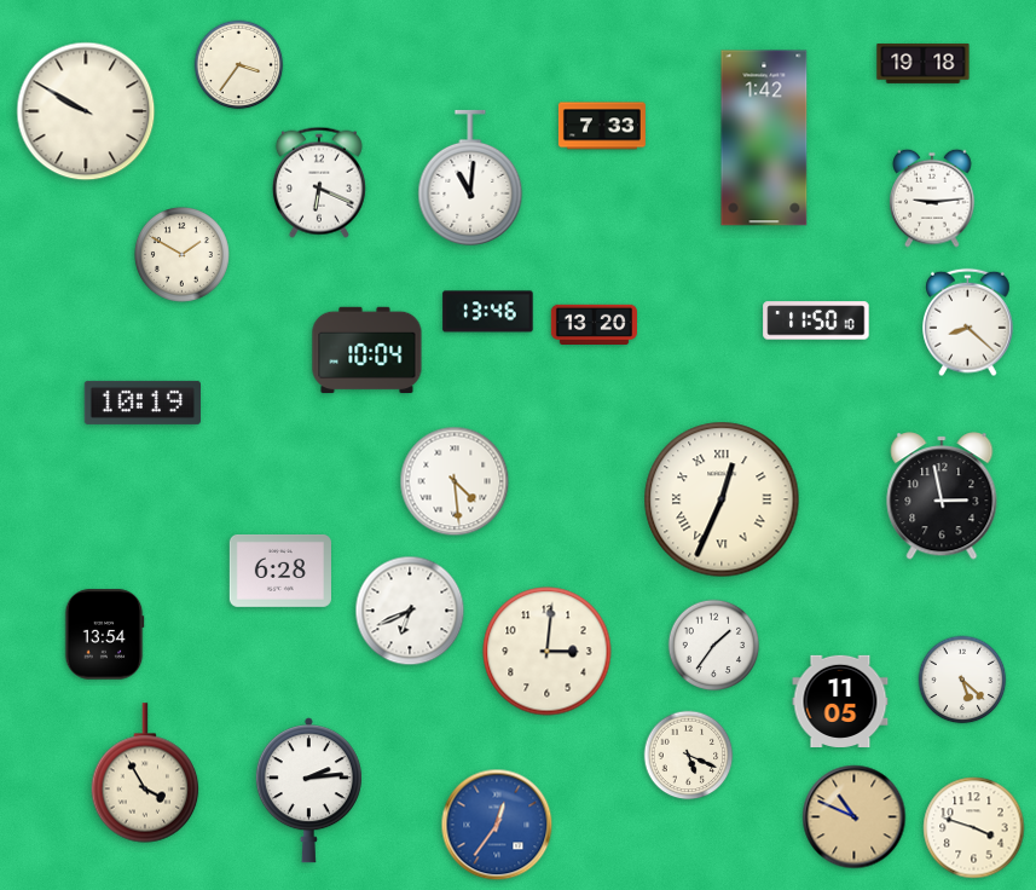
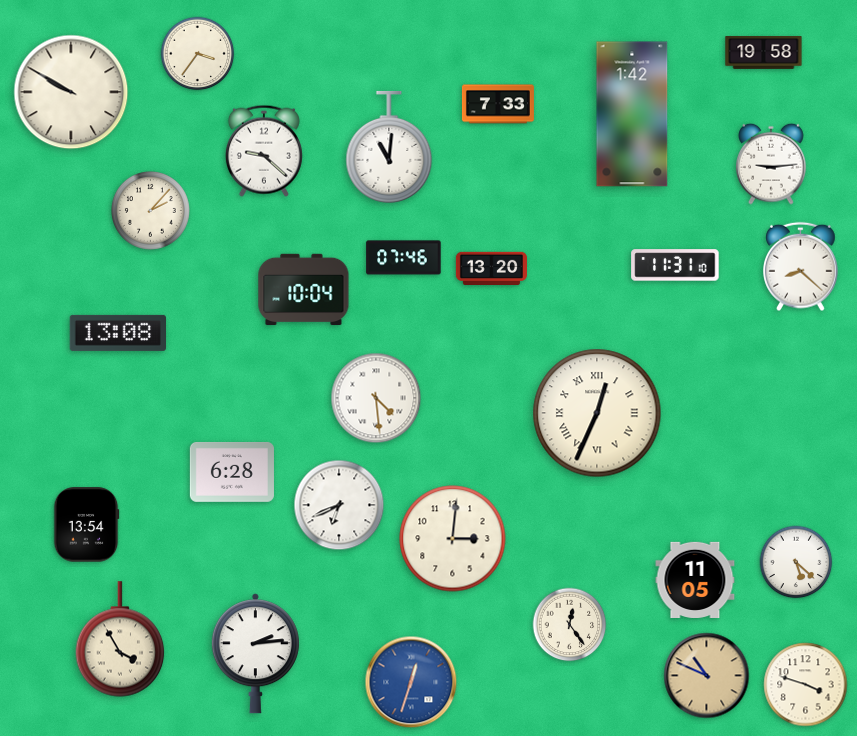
clock at (924, 64): 19:18 -> 19:58
clock at (319, 183): 6:19 -> 9:22
clock at (181, 254): 1:50 -> 2:07
clock at (488, 312): 13:46 -> 07:46
clock at (816, 320): 11:50 -> 11:31
clock at (141, 403): 10:19 -> 13:08
clock at (942, 496): 2:58 -> none
clock at (714, 646): 1:36 -> none
clock at (689, 756): 5:19 -> 12:24
clock at (497, 825): 12:36 -> 12:33
